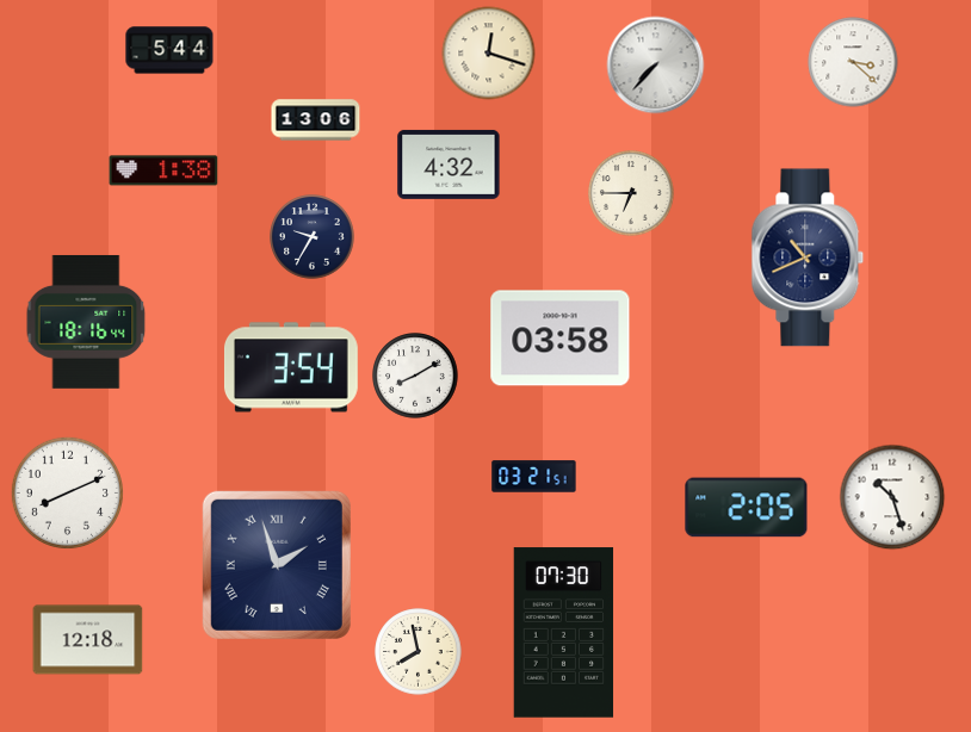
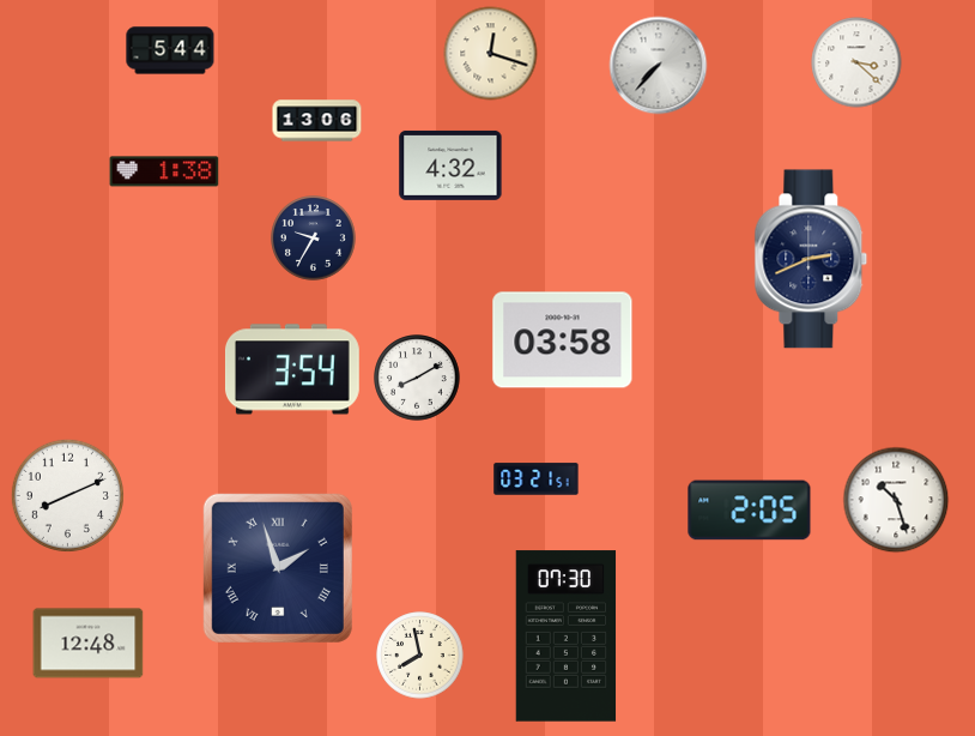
clock at (631, 193): 6:45 -> none
clock at (808, 258): 10:41 -> 2:41
clock at (86, 322): 18:16 -> none
clock at (88, 640): 12:18 -> 12:48
